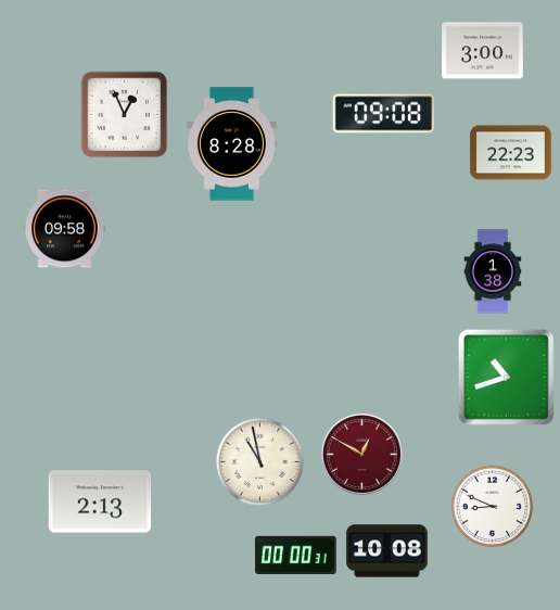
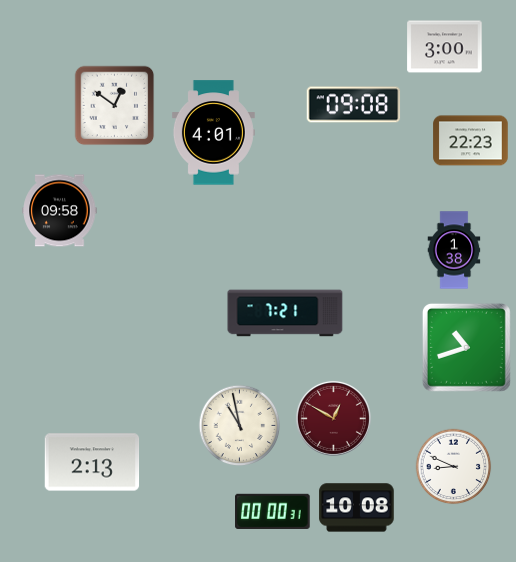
clock at (125, 115): 12:56 -> 12:51
clock at (231, 144): 8:28 -> 4:01
clock at (285, 313): none -> 7:21
